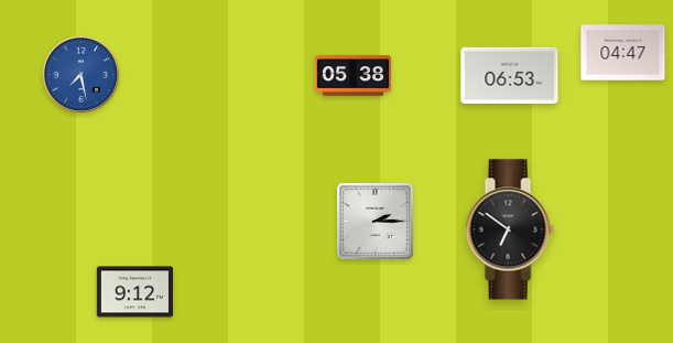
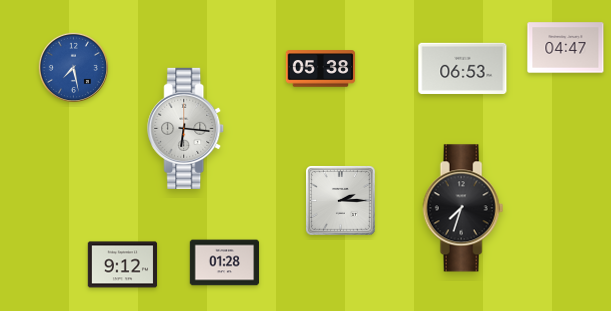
clock at (186, 128): none -> 6:16
clock at (510, 229): 6:51 -> 7:33
clock at (225, 263): none -> 01:28
